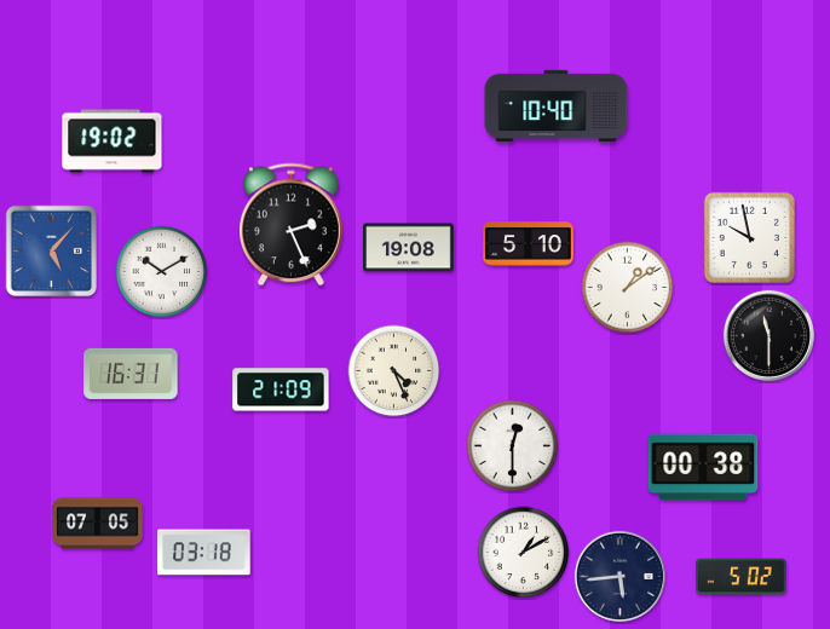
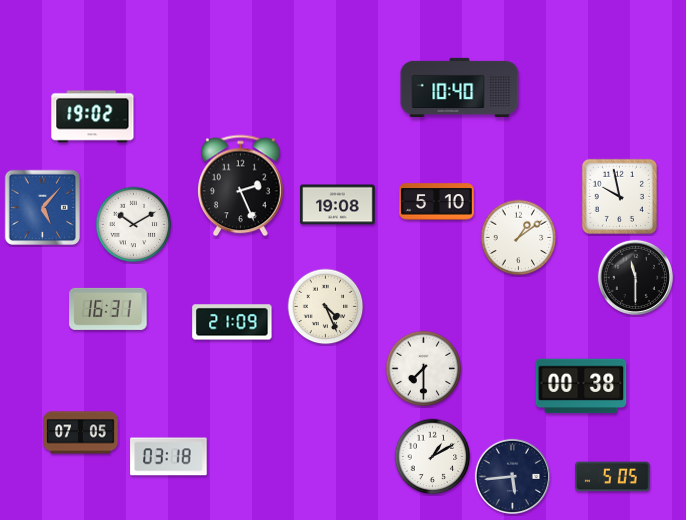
clock at (513, 446): 12:30 -> 7:30
clock at (742, 577): 5:02 -> 5:05
